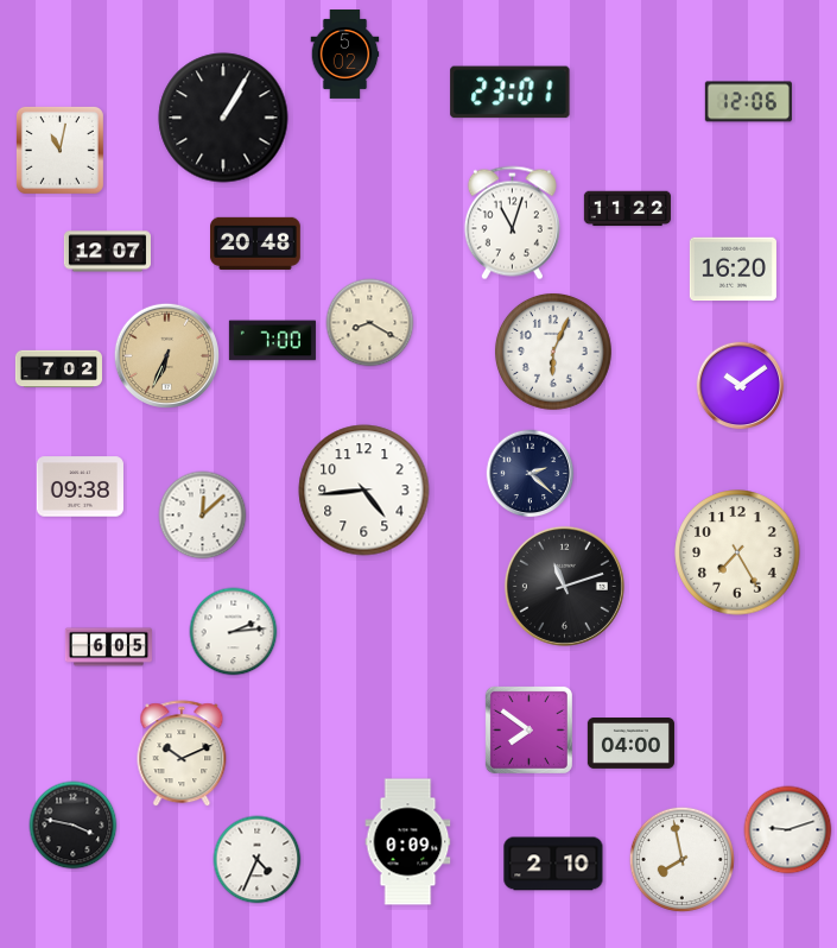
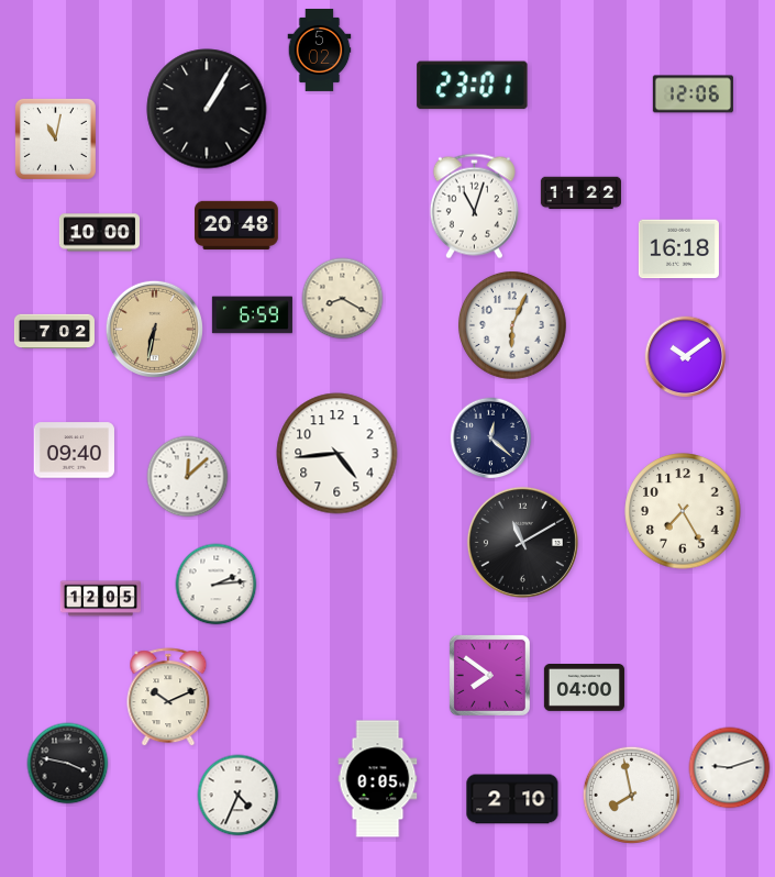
clock at (107, 252): 12:07 -> 10:00
clock at (733, 270): 16:20 -> 16:18
clock at (272, 341): 7:00 -> 6:59
clock at (166, 355): 6:34 -> 6:32
clock at (58, 369) position: (58, 369) -> (54, 332)
clock at (531, 474): 2:22 -> 12:22
clock at (80, 487): 09:38 -> 09:40
clock at (564, 586): 11:12 -> 11:10
clock at (108, 647): 6:05 -> 12:05
clock at (408, 842): 0:09 -> 0:05
